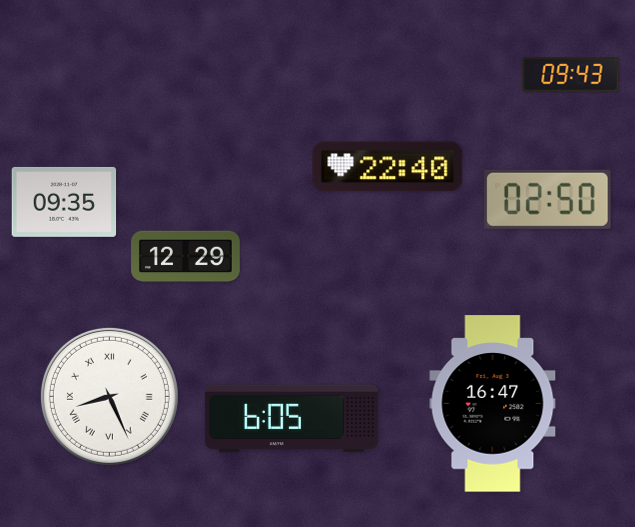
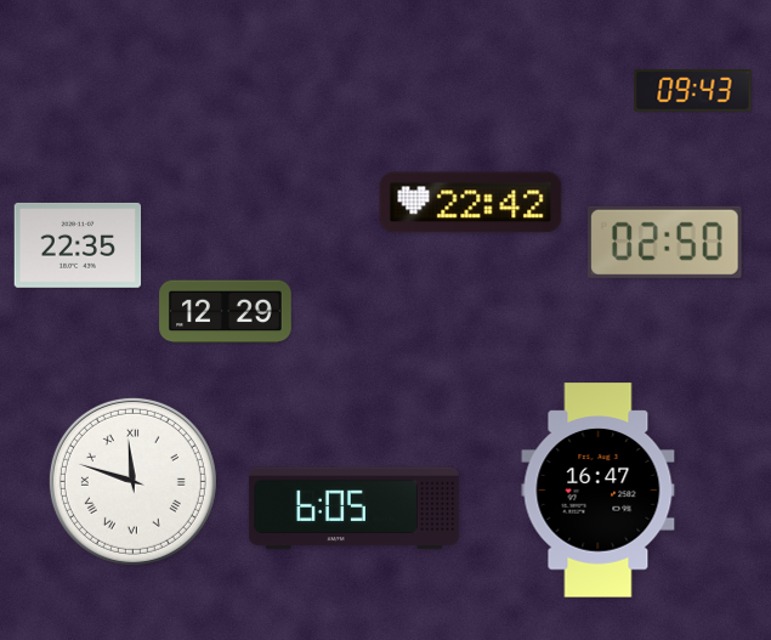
clock at (388, 167): 22:40 -> 22:42
clock at (64, 202): 09:35 -> 22:35
clock at (109, 396): 8:26 -> 11:48
